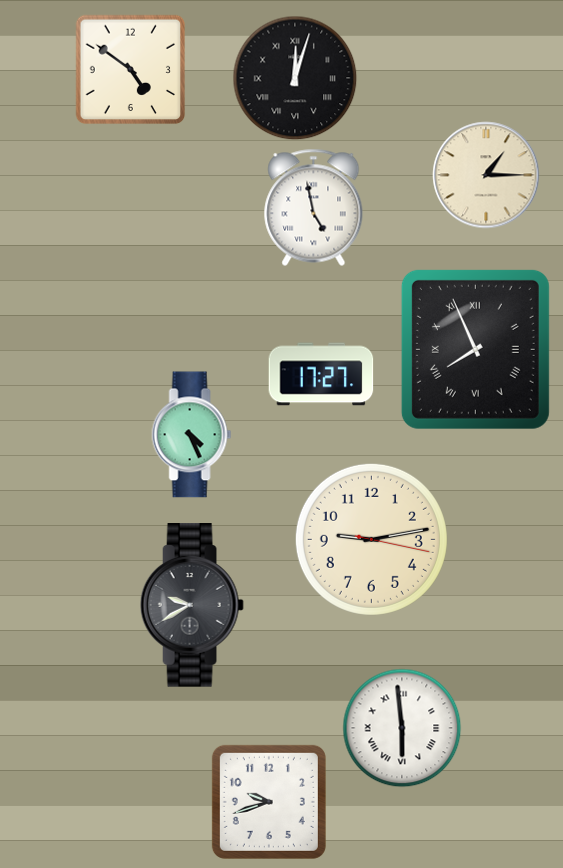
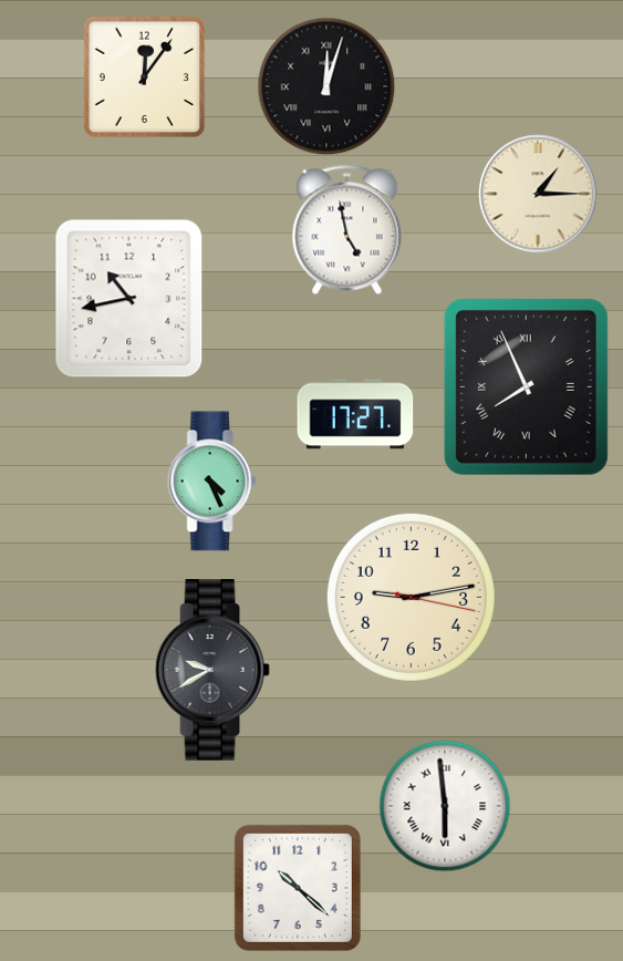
clock at (131, 70): 4:51 -> 12:06
clock at (129, 299): none -> 10:43
clock at (269, 802): 9:42 -> 10:22
